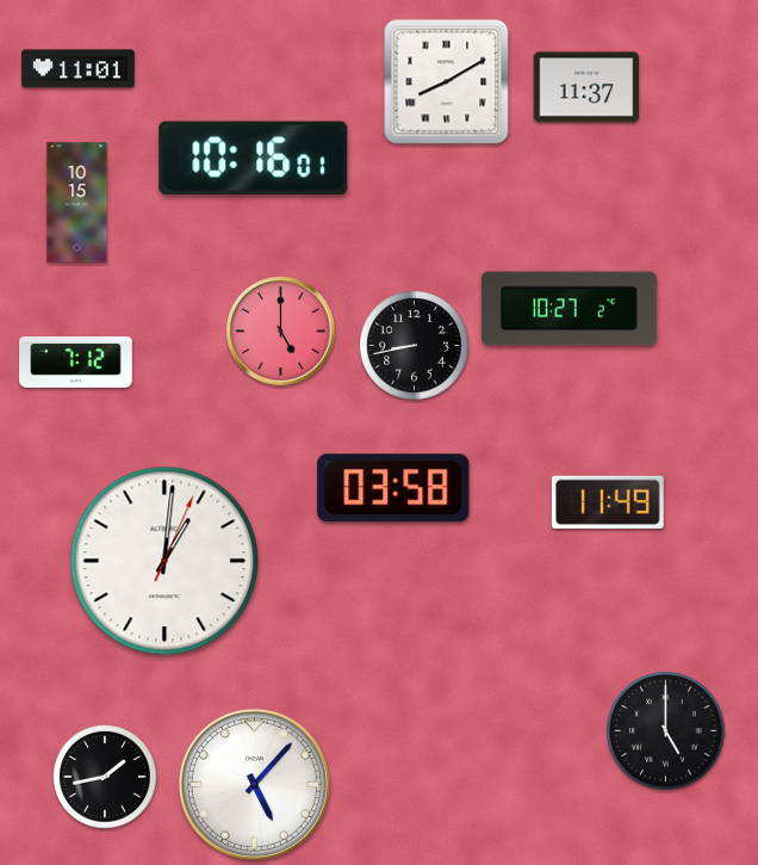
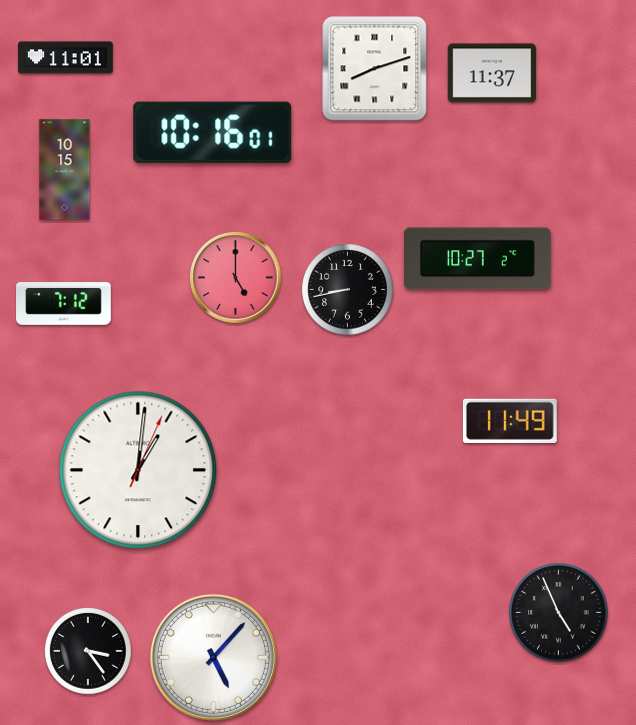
clock at (447, 82): 8:10 -> 8:12
clock at (393, 488): 03:58 -> none
clock at (666, 731): 5:00 -> 4:56
clock at (105, 777): 1:43 -> 3:24
